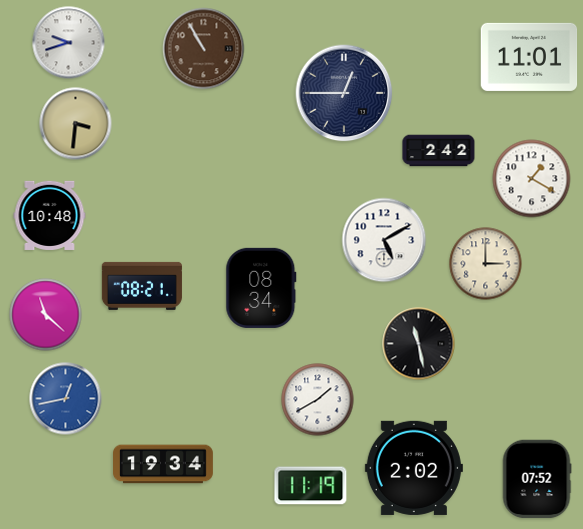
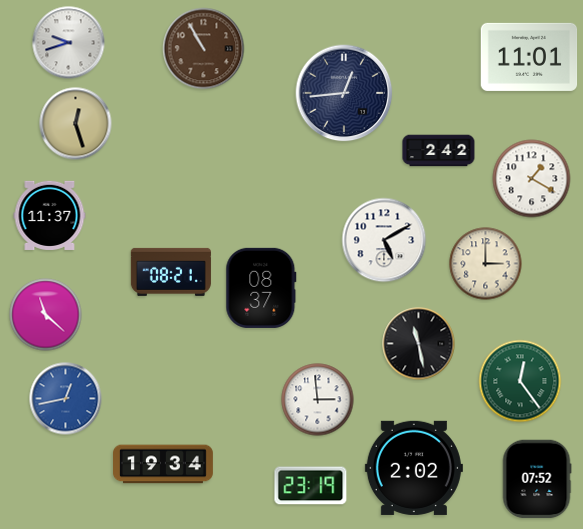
clock at (344, 93): 12:45 -> 12:44
clock at (76, 124): 3:31 -> 12:27
clock at (50, 215): 10:48 -> 11:37
clock at (142, 286) position: (142, 286) -> (171, 272)
clock at (261, 288): 08:34 -> 08:37
clock at (520, 381): none -> 12:24
clock at (318, 400): 1:40 -> 2:59
clock at (311, 486): 11:19 -> 23:19
